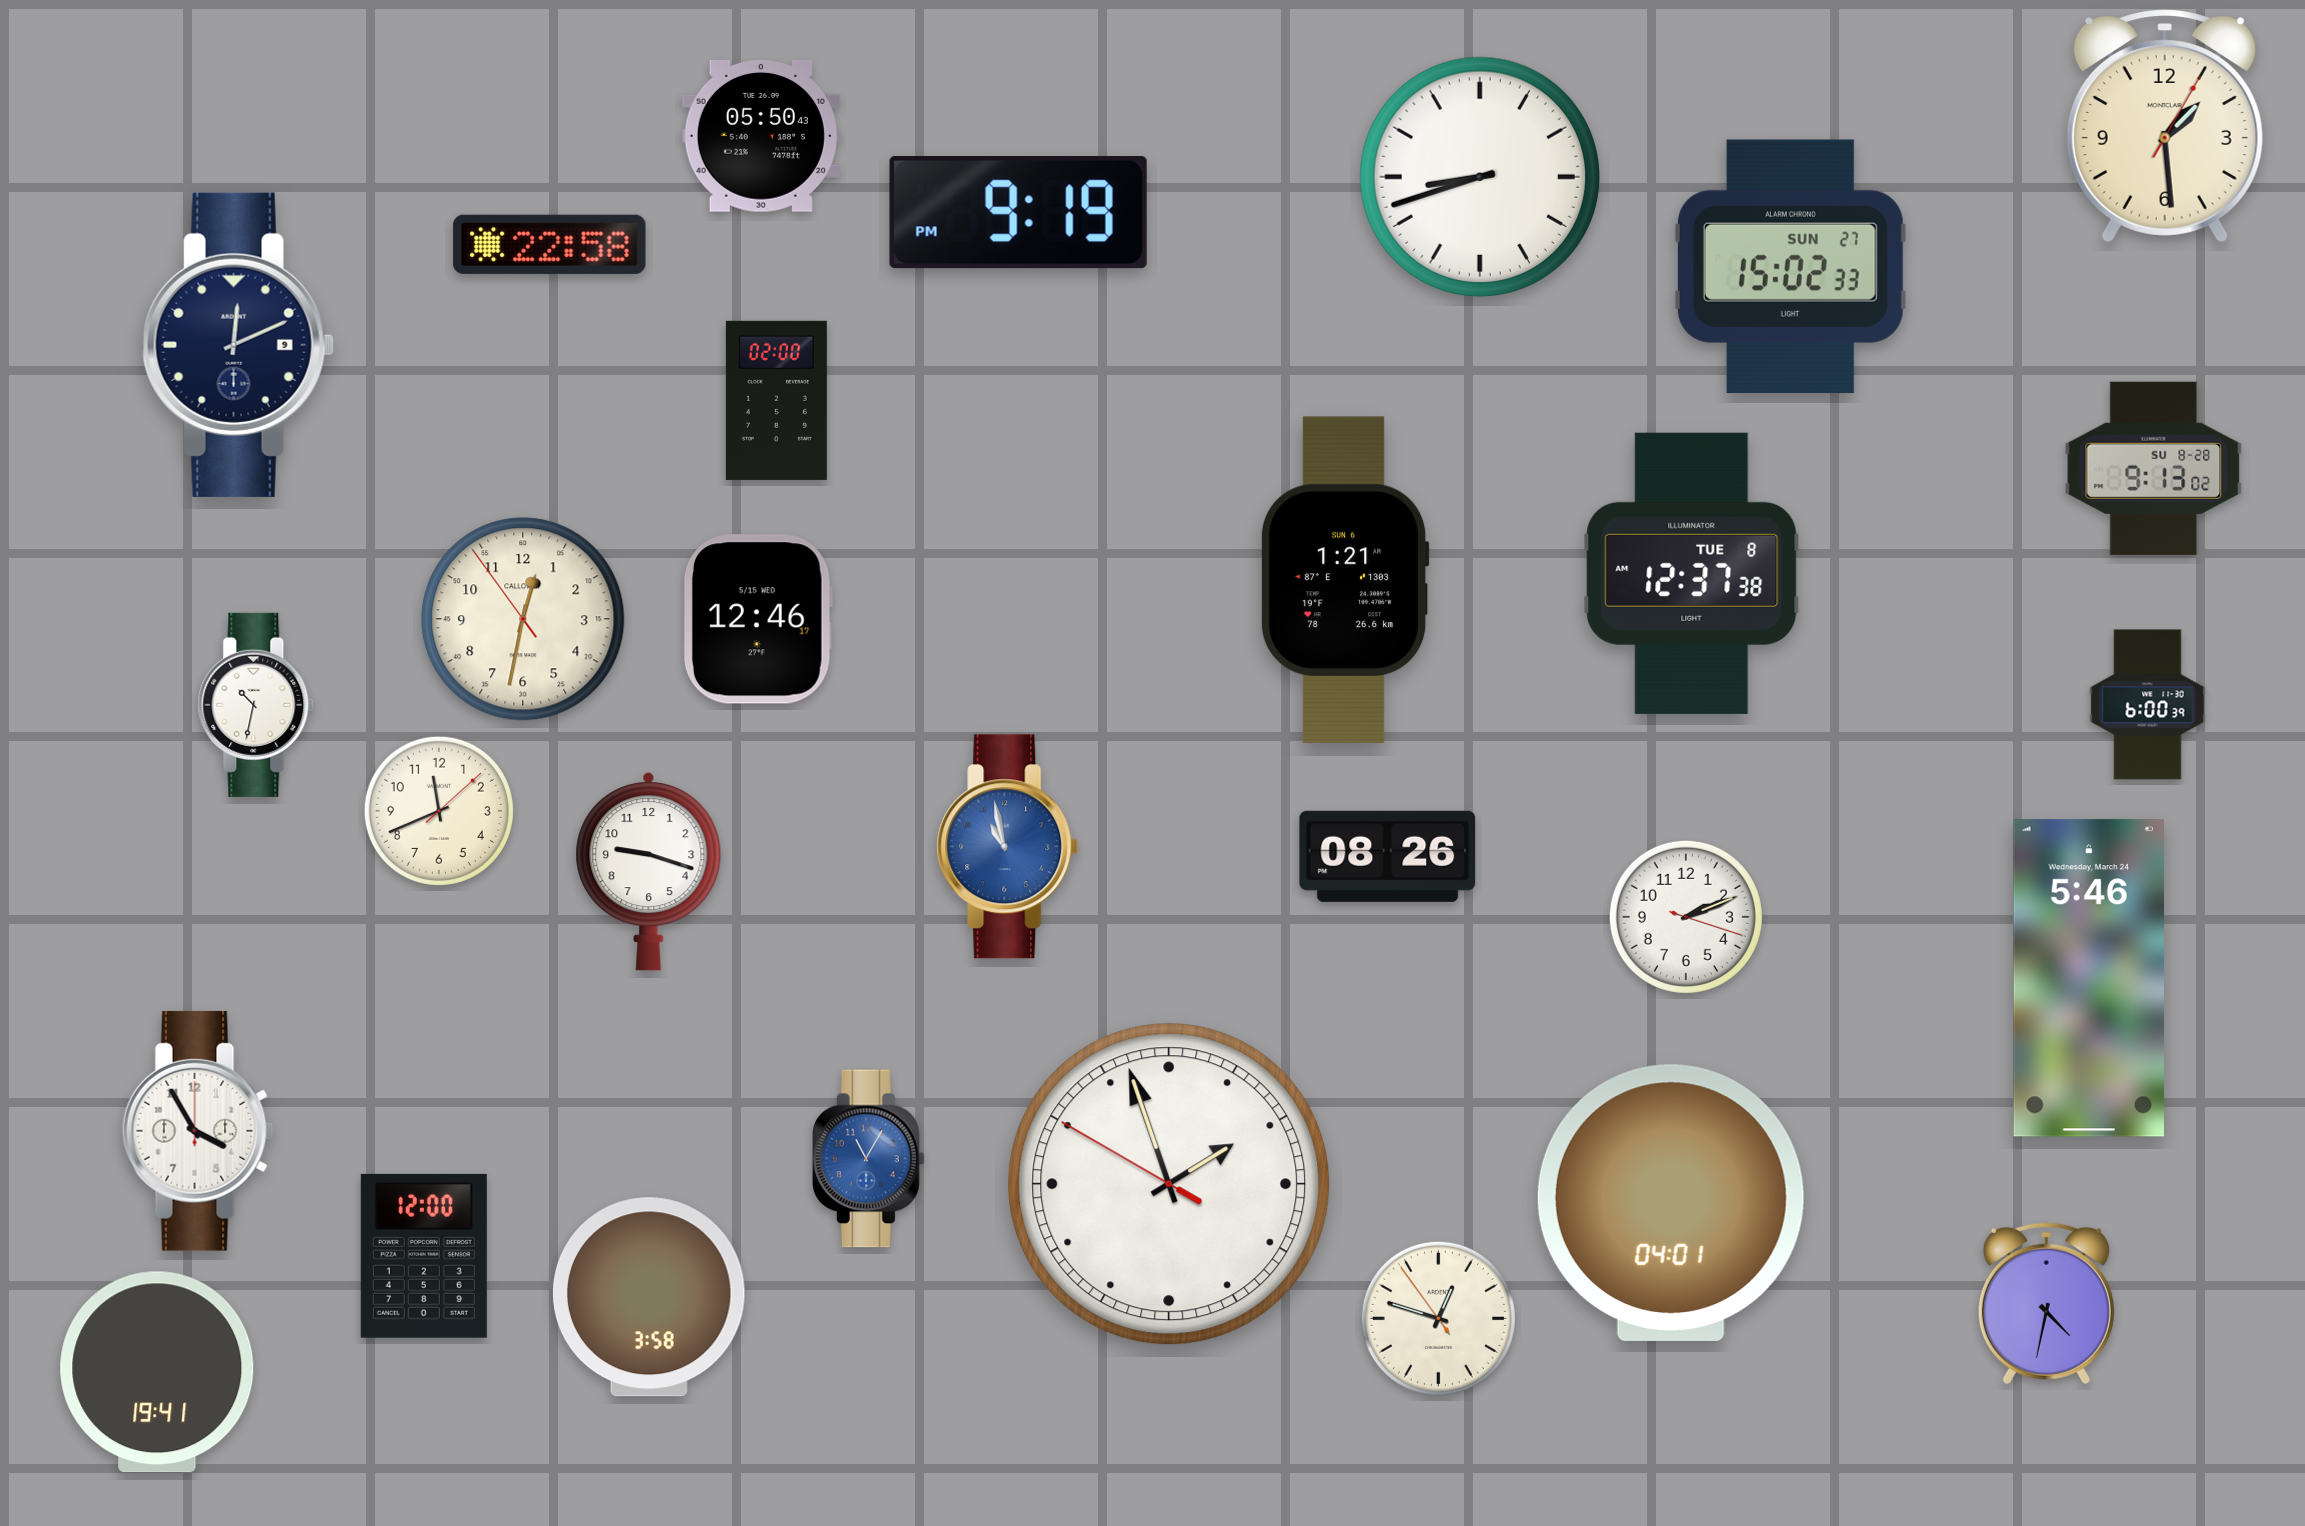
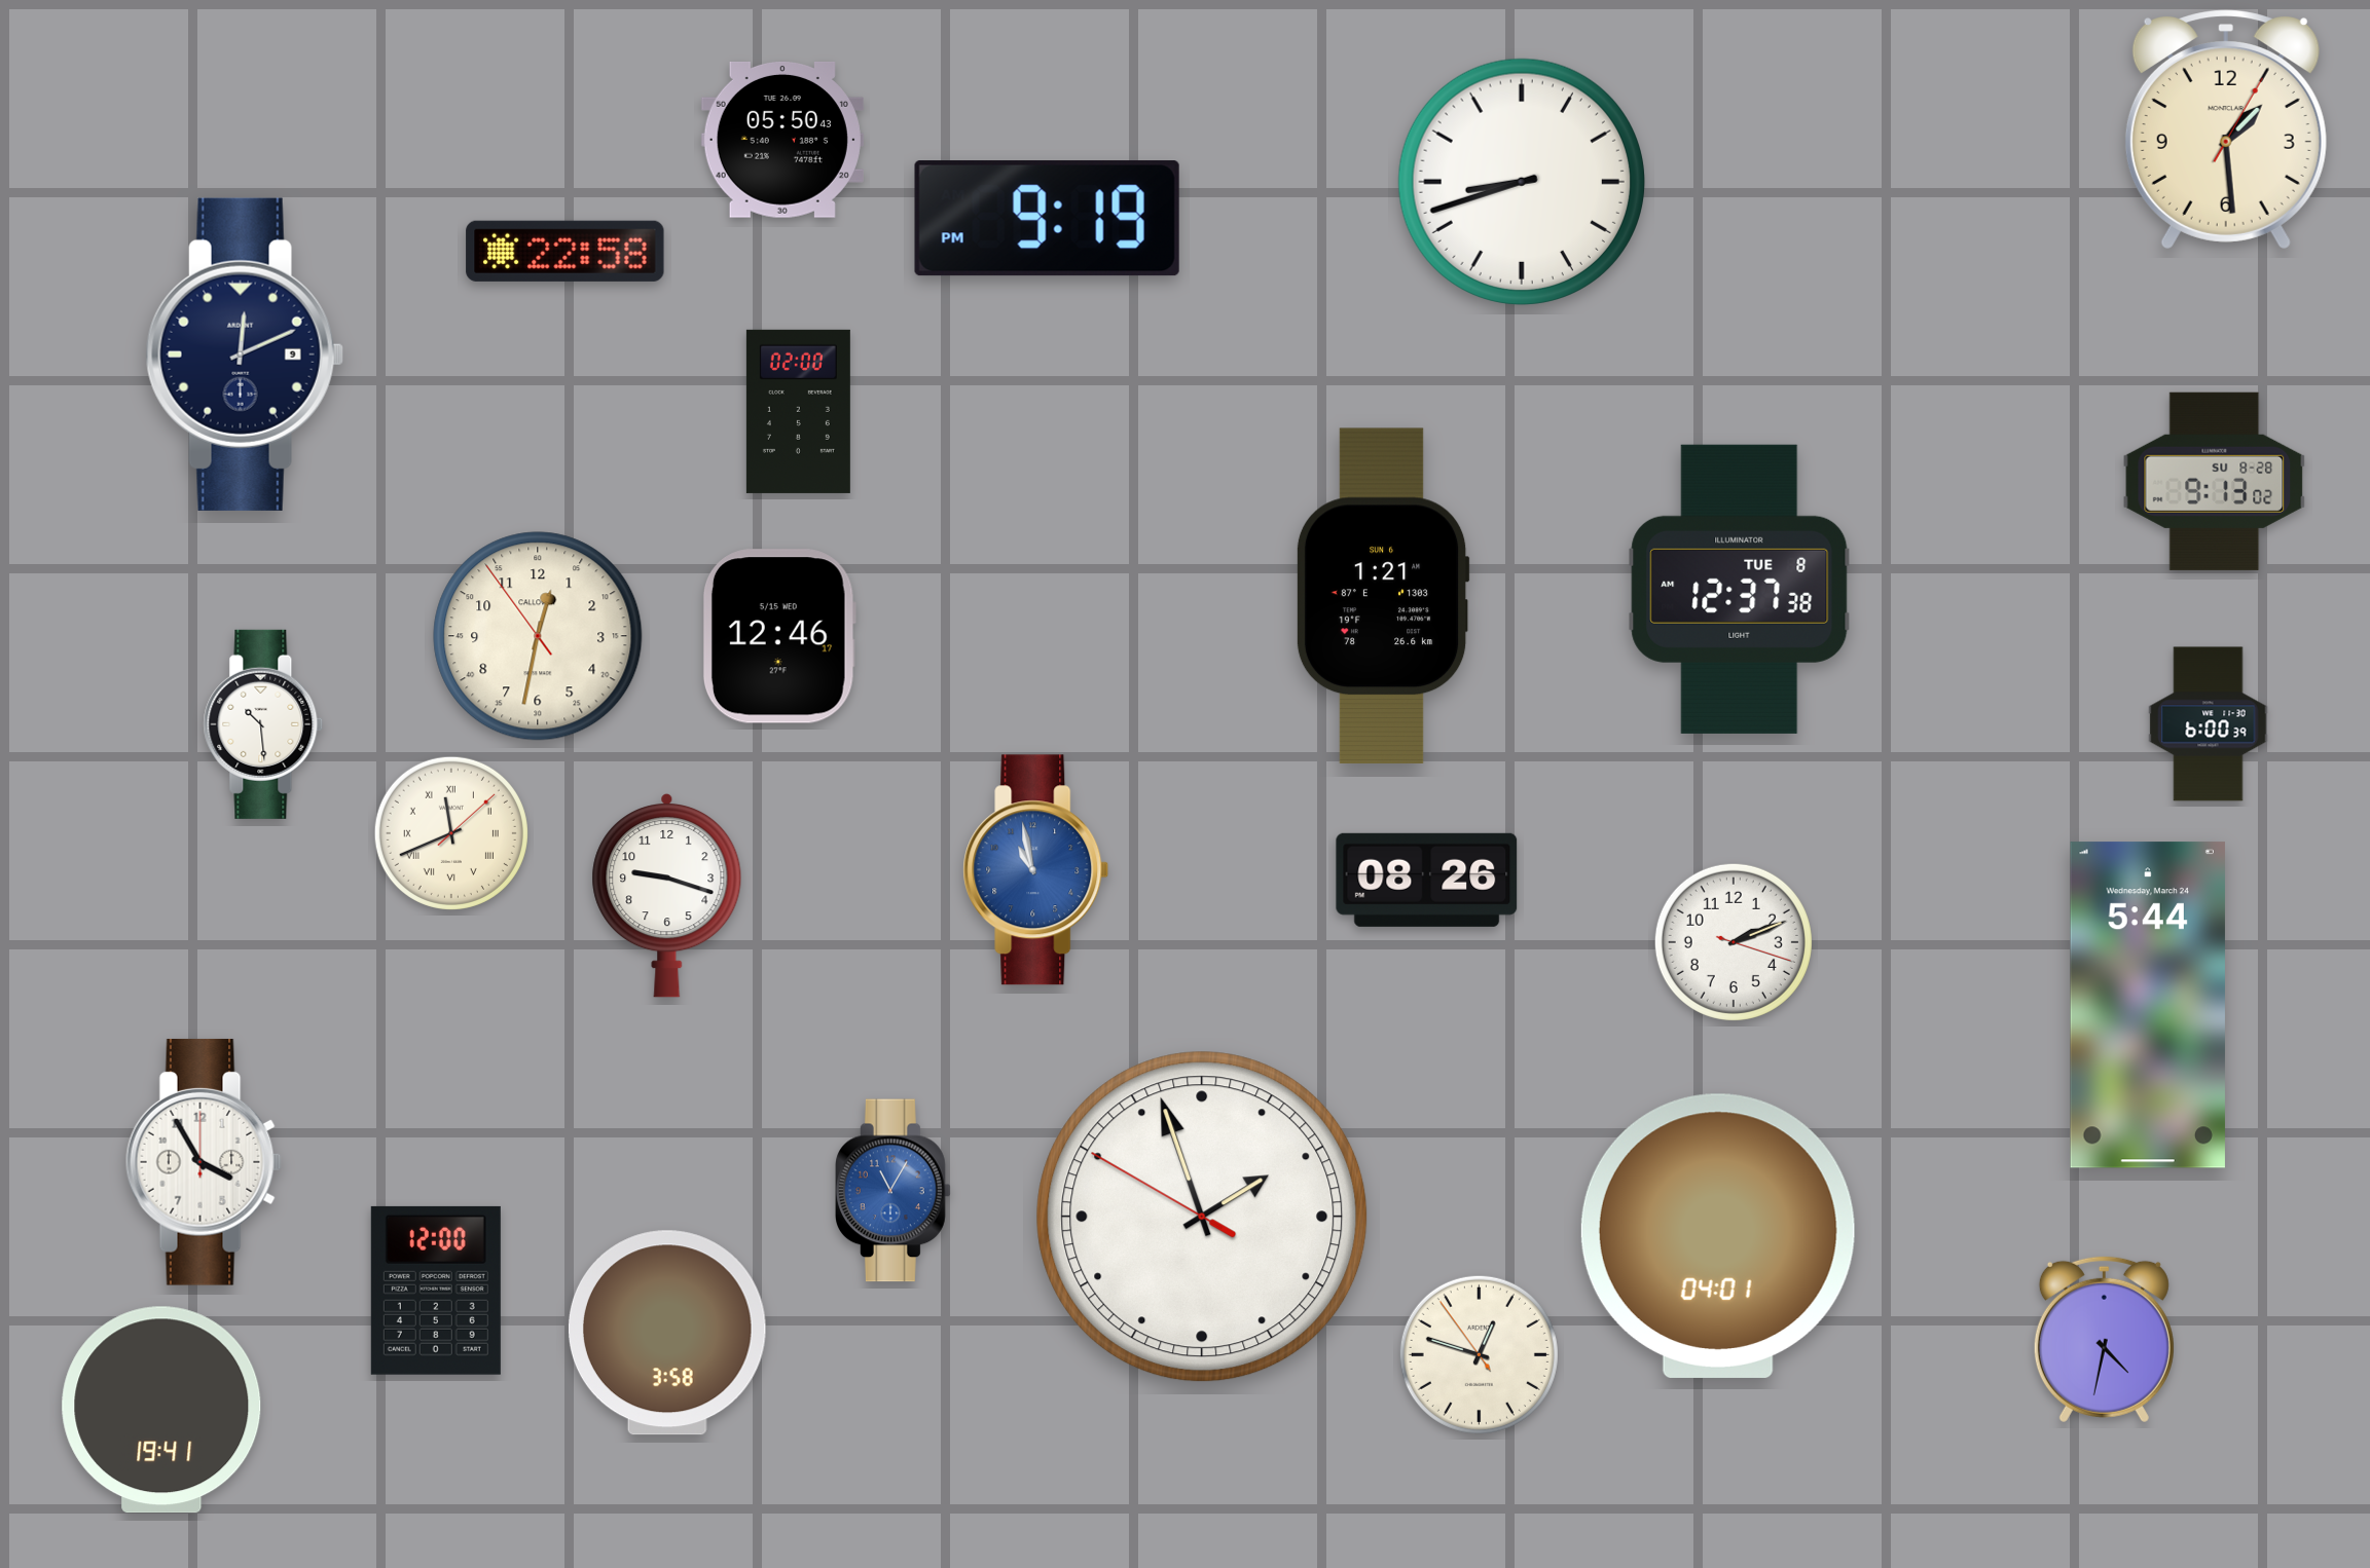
clock at (1790, 266): 15:02 -> none
clock at (256, 705): 10:32 -> 10:29
clock at (439, 811) numerals: Arabic -> Roman
clock at (2089, 978): 5:46 -> 5:44
